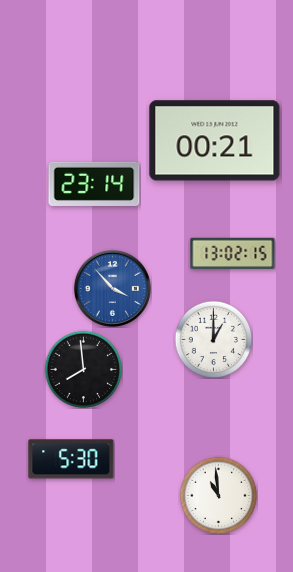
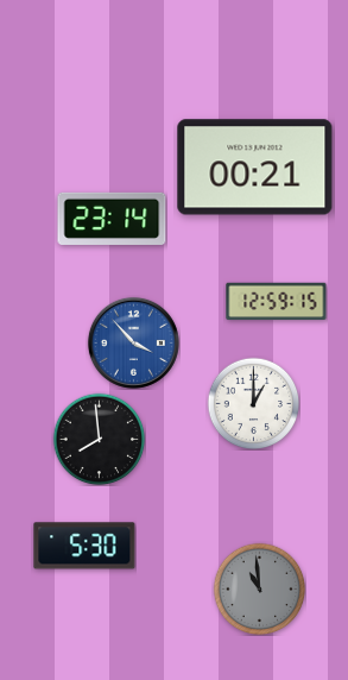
clock at (233, 254): 13:02 -> 12:59
clock at (218, 495) dial: white -> grey
